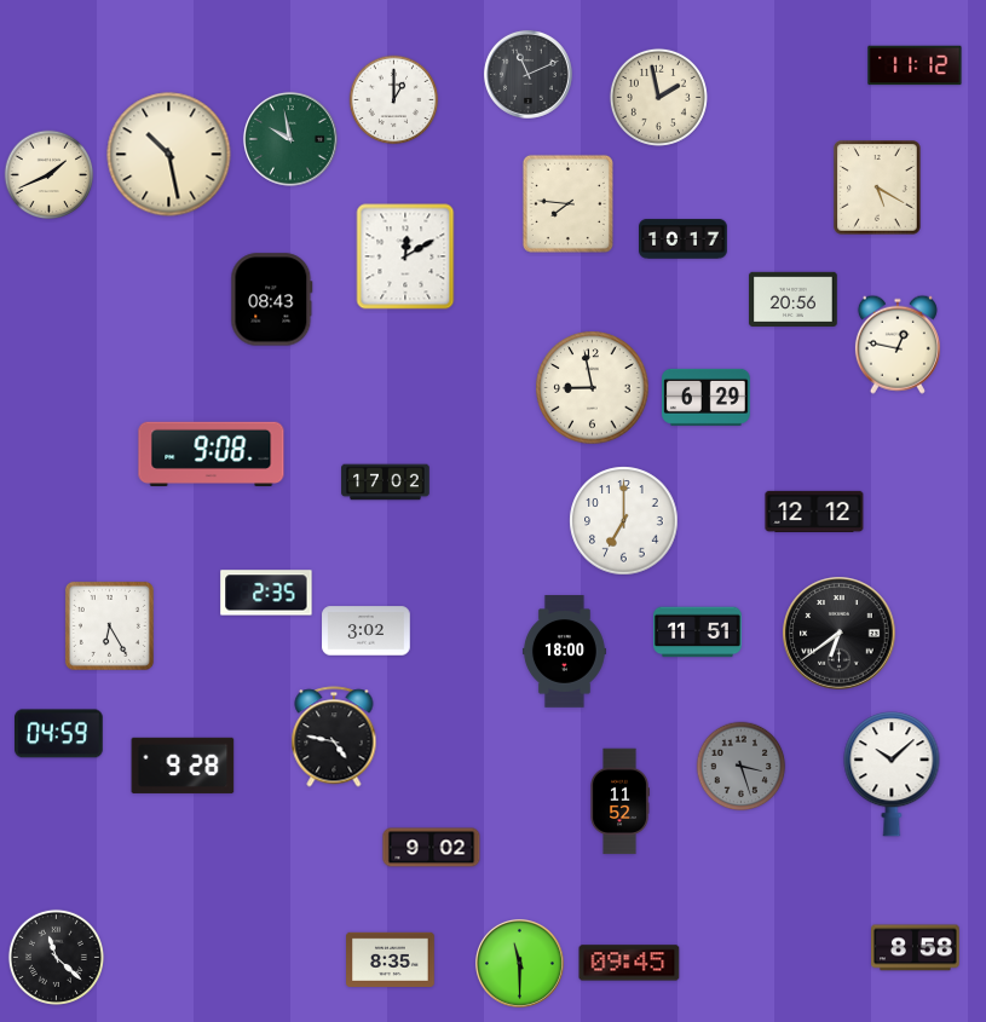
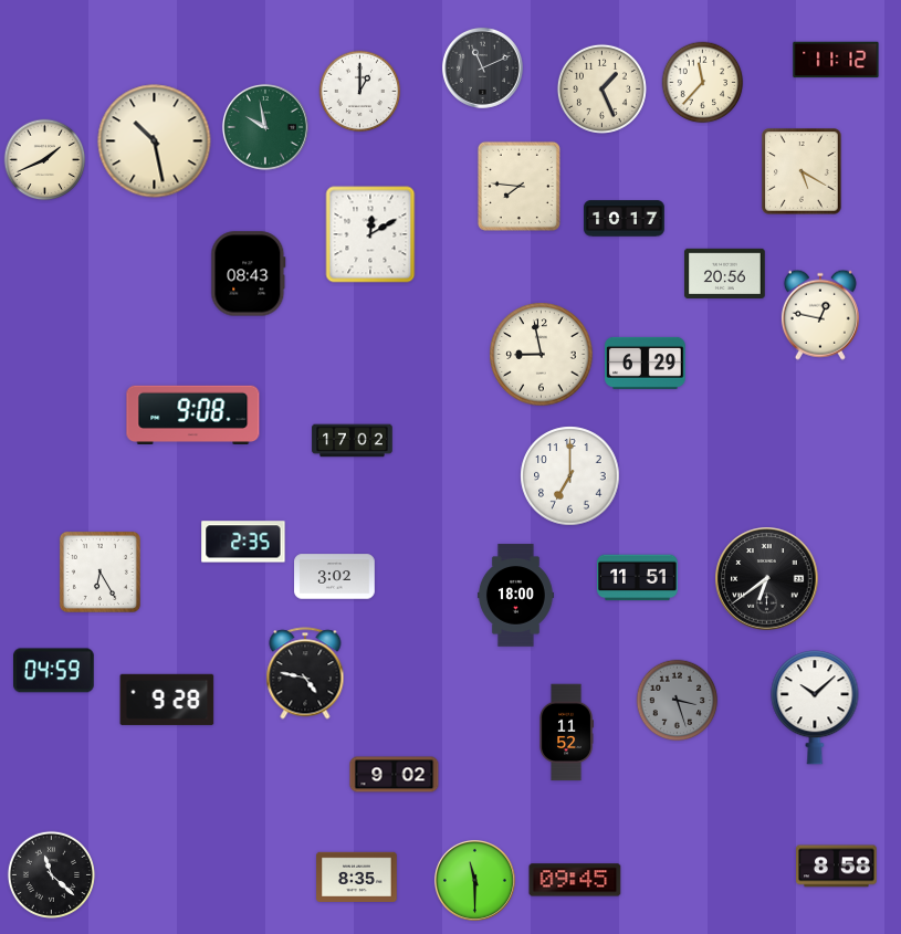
clock at (703, 83): none -> 11:37
clock at (658, 97): 1:58 -> 1:26
clock at (814, 512): 12:12 -> none
